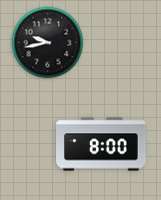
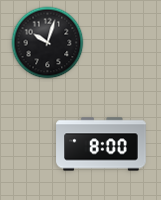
clock at (48, 43): 9:43 -> 10:03
